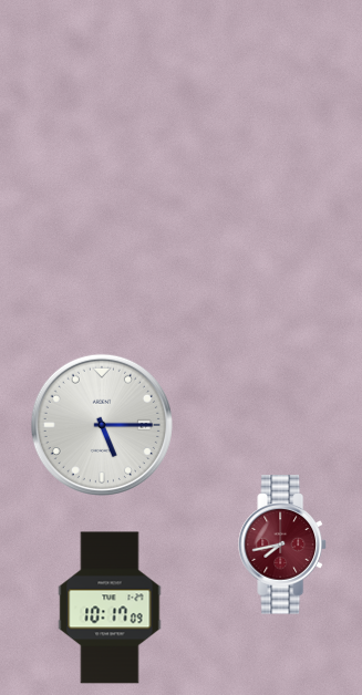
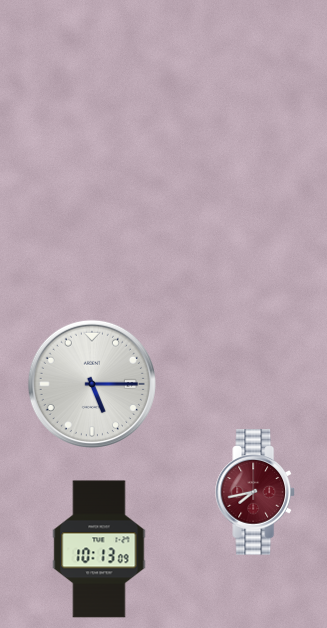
clock at (110, 608): 10:17 -> 10:13
